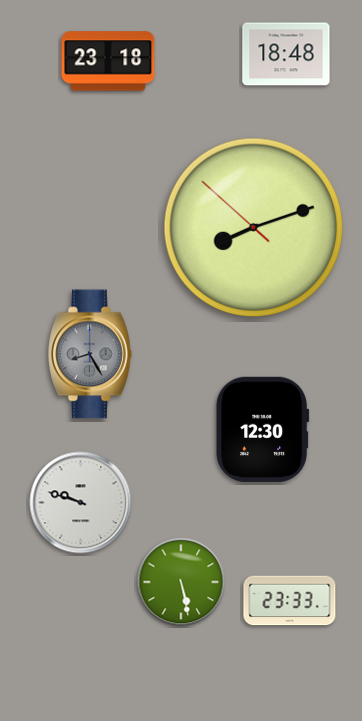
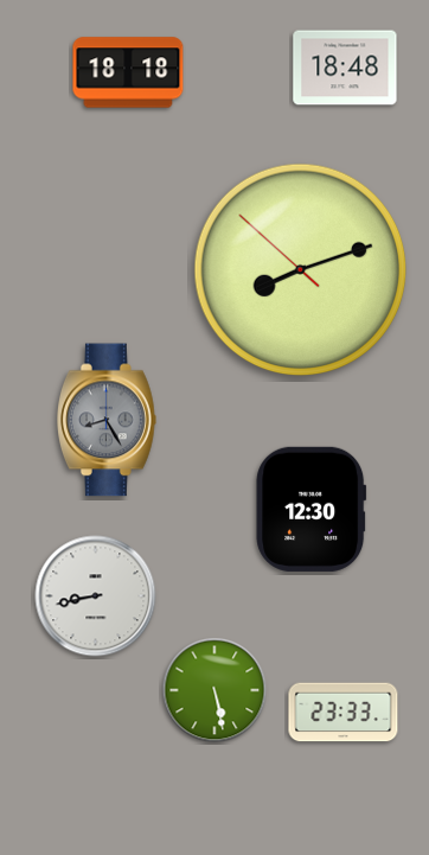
clock at (286, 54) position: (286, 54) -> (345, 68)
clock at (108, 61): 23:18 -> 18:18
clock at (81, 503): 9:48 -> 8:43
